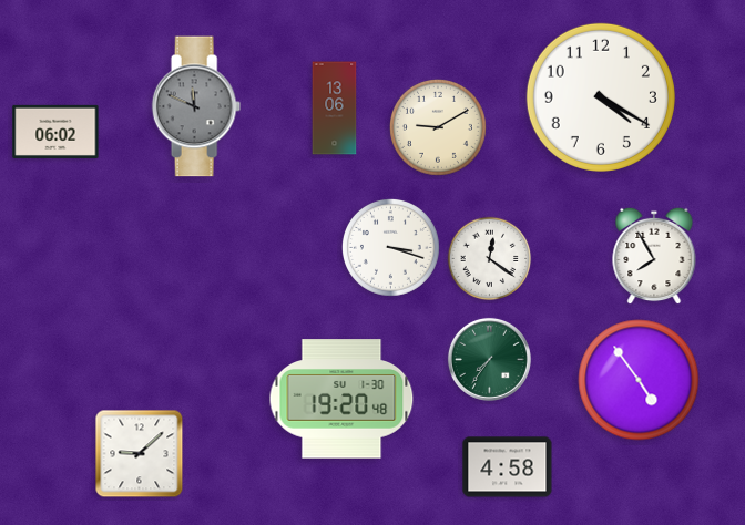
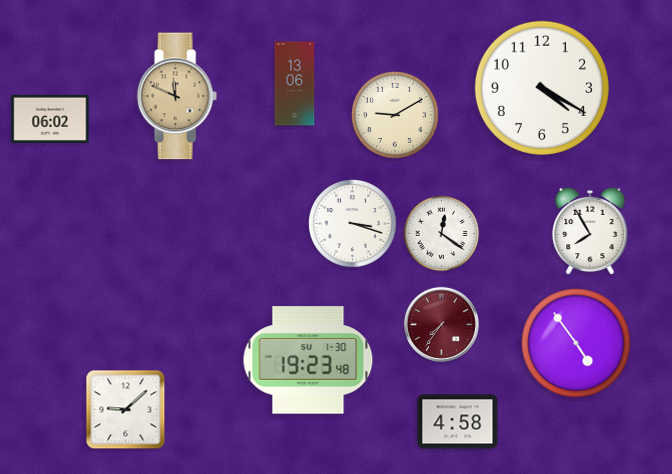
clock at (196, 106) dial: grey -> champagne
clock at (335, 109) position: (335, 109) -> (295, 84)
clock at (489, 359) dial: green -> burgundy
clock at (341, 399): 19:20 -> 19:23
